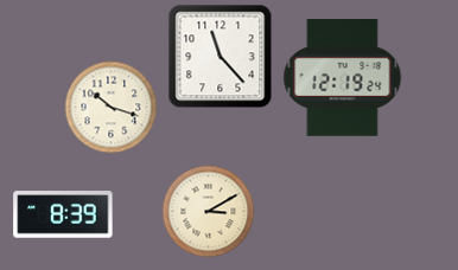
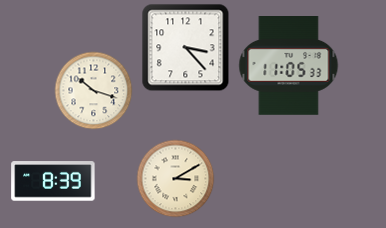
clock at (220, 56): 11:23 -> 3:23
clock at (343, 78): 12:19 -> 11:05
